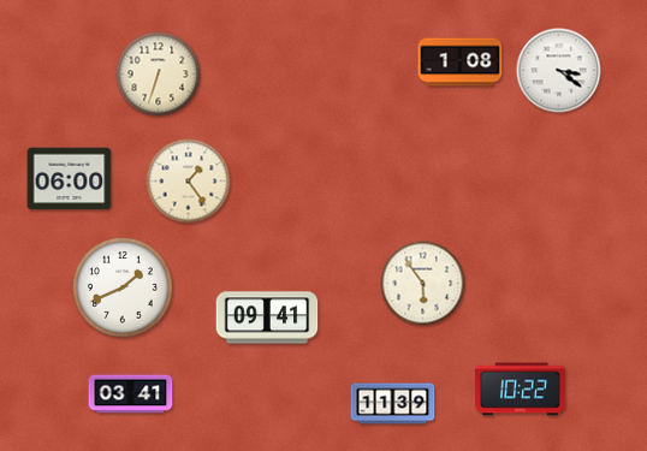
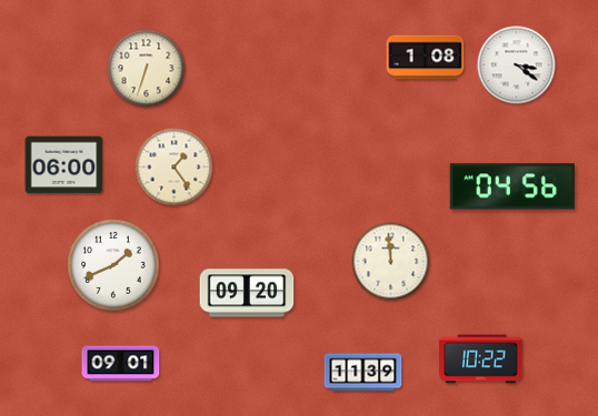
clock at (511, 186): none -> 04:56
clock at (423, 284): 5:54 -> 11:59
clock at (267, 318): 09:41 -> 09:20
clock at (131, 394): 03:41 -> 09:01
